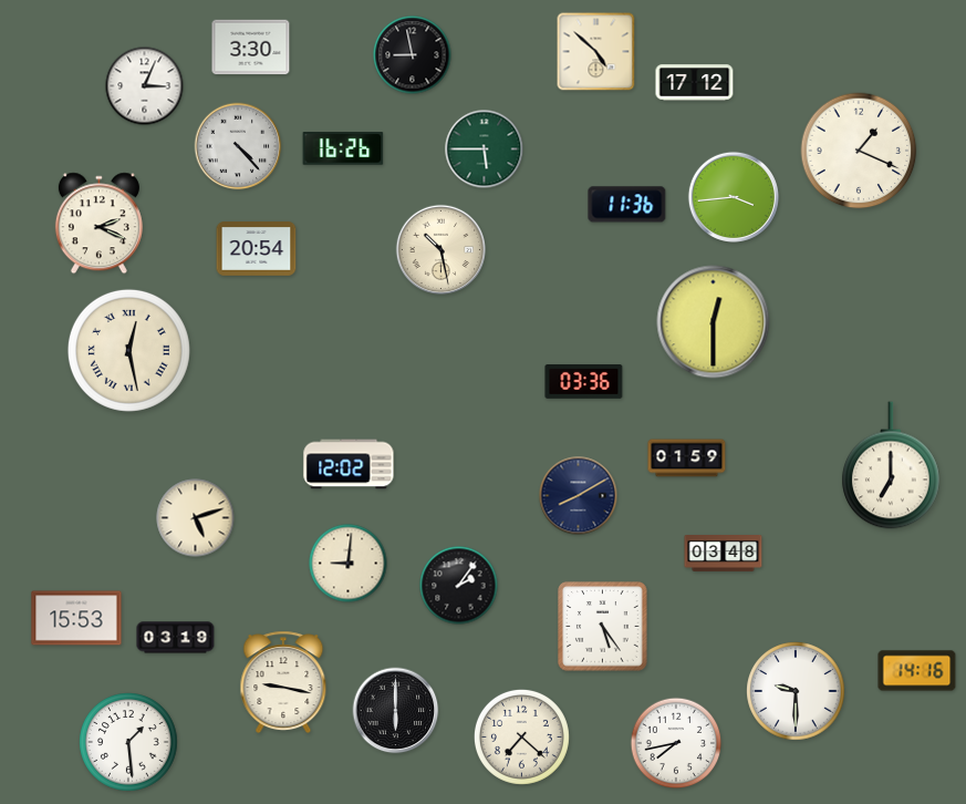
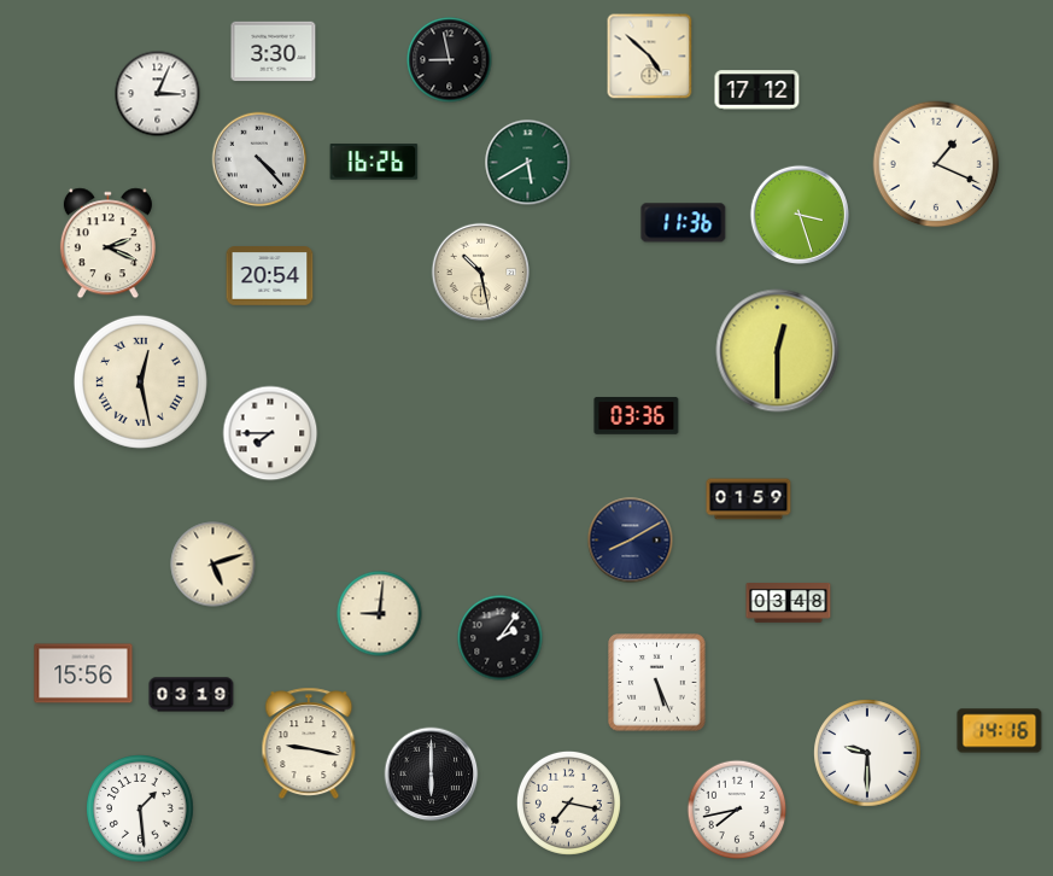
clock at (485, 150): 5:45 -> 5:40
clock at (734, 197): 3:44 -> 3:27
clock at (257, 249) position: (257, 249) -> (270, 276)
clock at (270, 433): none -> 7:45
clock at (349, 464): 12:02 -> none
clock at (891, 465): 7:00 -> none
clock at (76, 618): 15:53 -> 15:56
clock at (603, 627): 5:24 -> 5:26
clock at (521, 736): 7:22 -> 7:17
